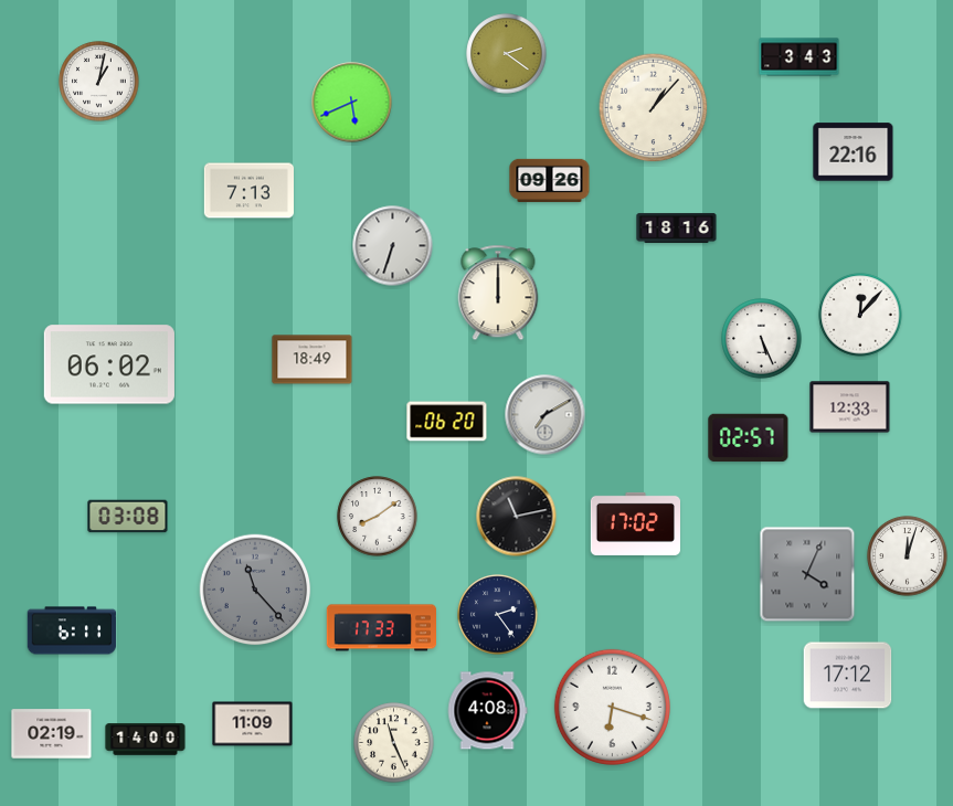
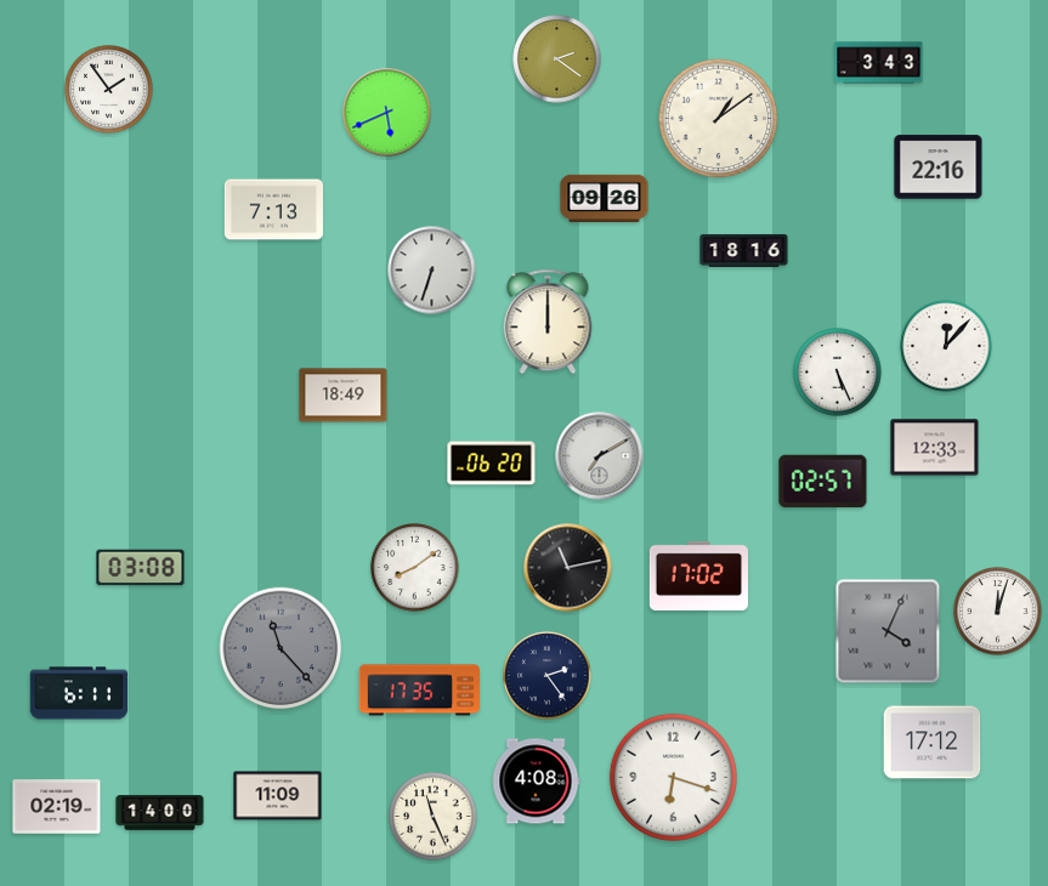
clock at (99, 82): 1:02 -> 1:54
clock at (654, 108): 1:07 -> 1:09
clock at (109, 364): 06:02 -> none
clock at (381, 628): 17:33 -> 17:35
